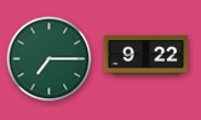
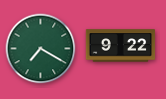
clock at (50, 59): 7:15 -> 7:20
